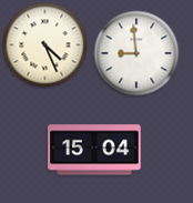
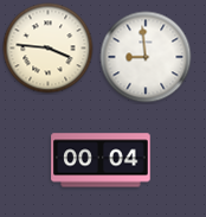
clock at (45, 45): 4:26 -> 3:46
clock at (94, 150): 15:04 -> 00:04
